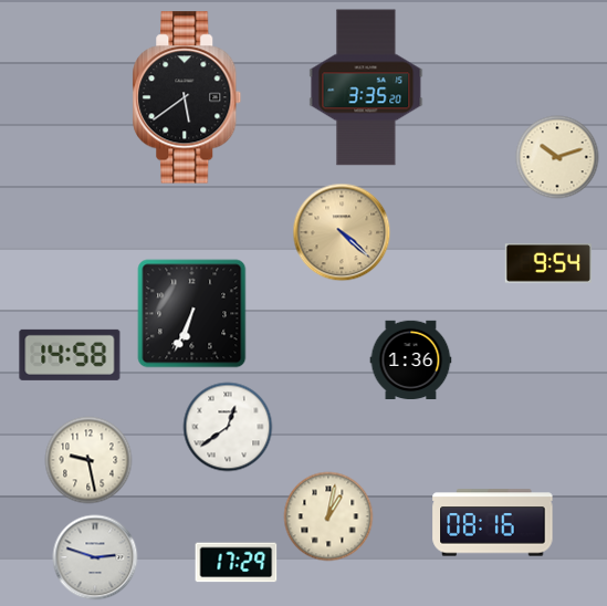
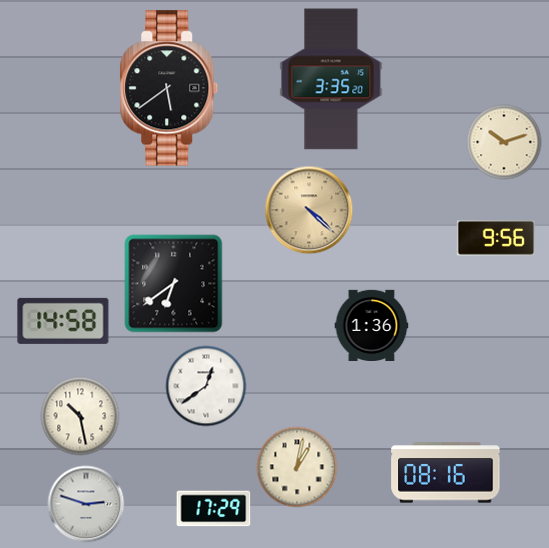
clock at (548, 264): 9:54 -> 9:56
clock at (192, 314): 6:34 -> 6:39
clock at (88, 460): 9:28 -> 10:28
